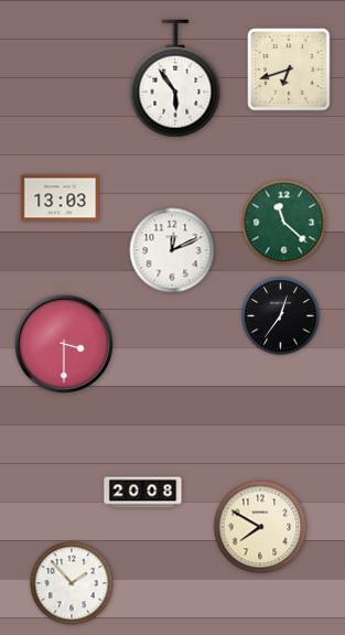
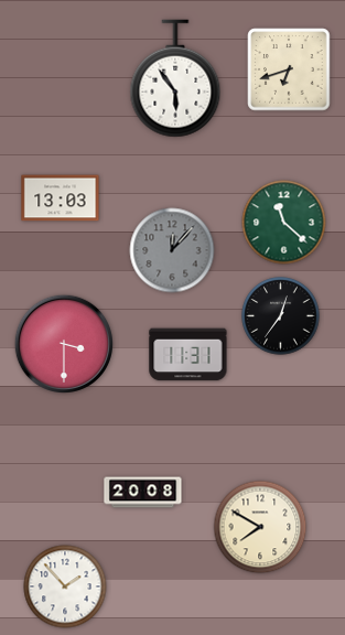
clock at (172, 250): 12:11 -> 12:07
clock at (172, 250) dial: white -> grey
clock at (188, 355): none -> 11:31
clock at (72, 583) position: (72, 583) -> (65, 586)
